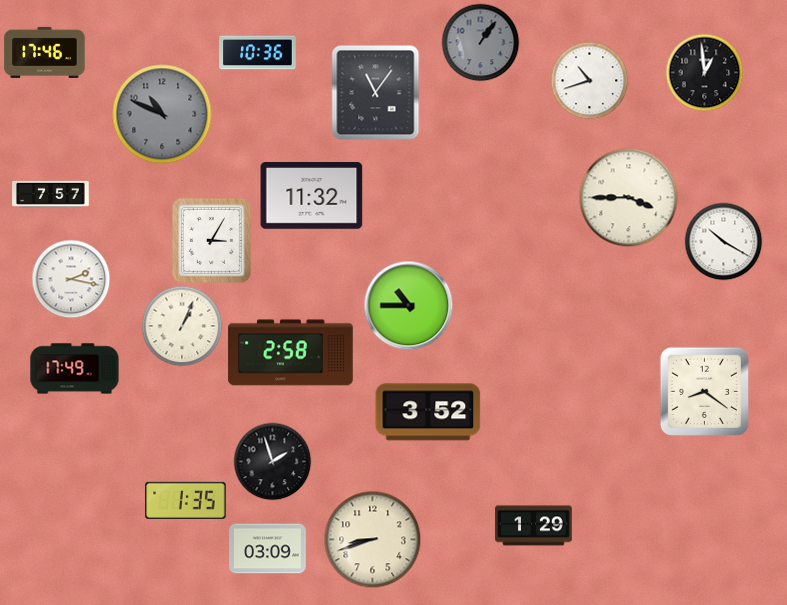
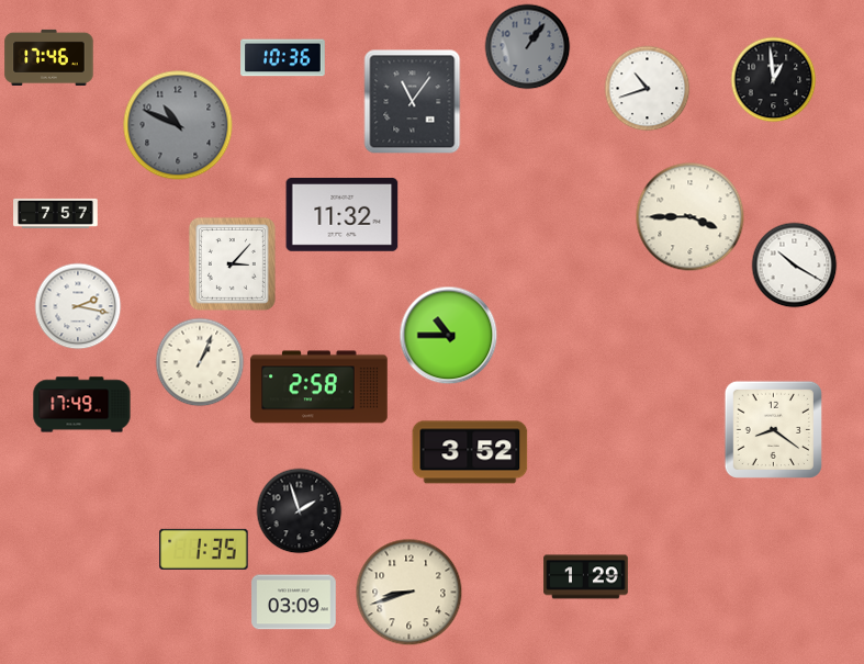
clock at (211, 240): 3:05 -> 3:07
clock at (182, 326) position: (182, 326) -> (200, 362)
clock at (272, 461) position: (272, 461) -> (299, 510)
